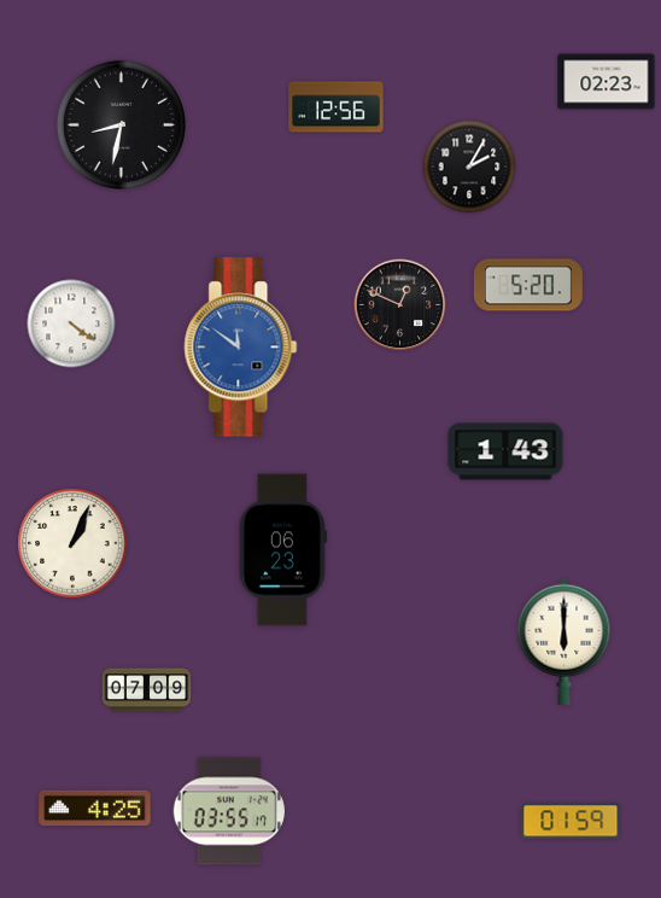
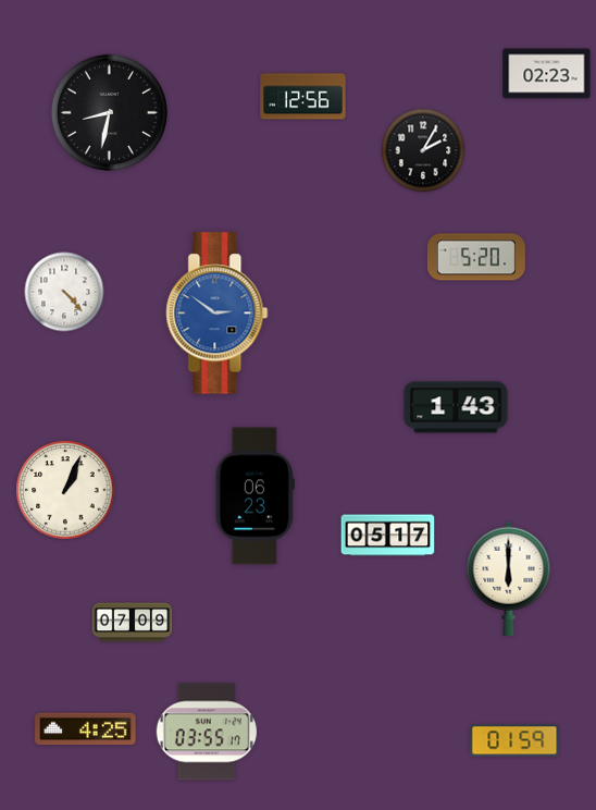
clock at (400, 305): 12:49 -> none
clock at (71, 323): 4:21 -> 4:23
clock at (241, 348): 11:51 -> 2:51
clock at (388, 536): none -> 05:17
